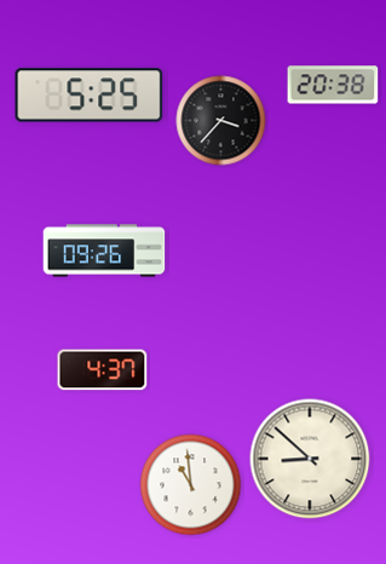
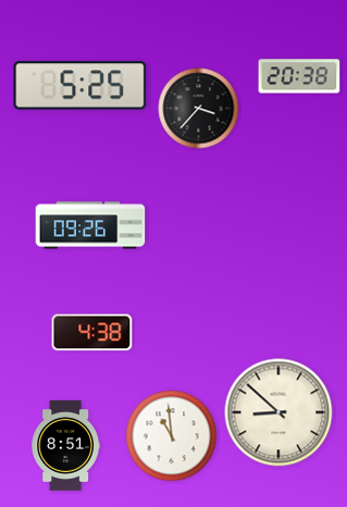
clock at (104, 251) position: (104, 251) -> (90, 225)
clock at (103, 370): 4:37 -> 4:38
clock at (65, 445): none -> 8:51
